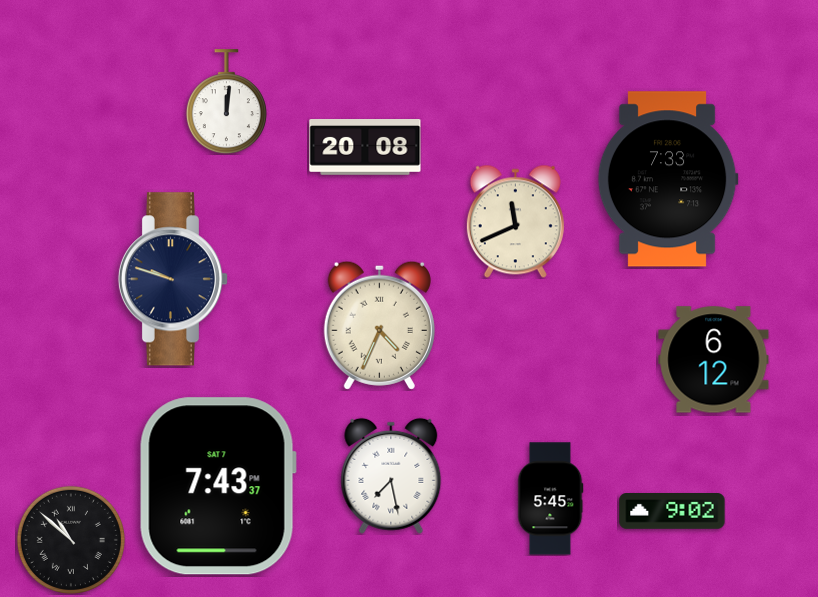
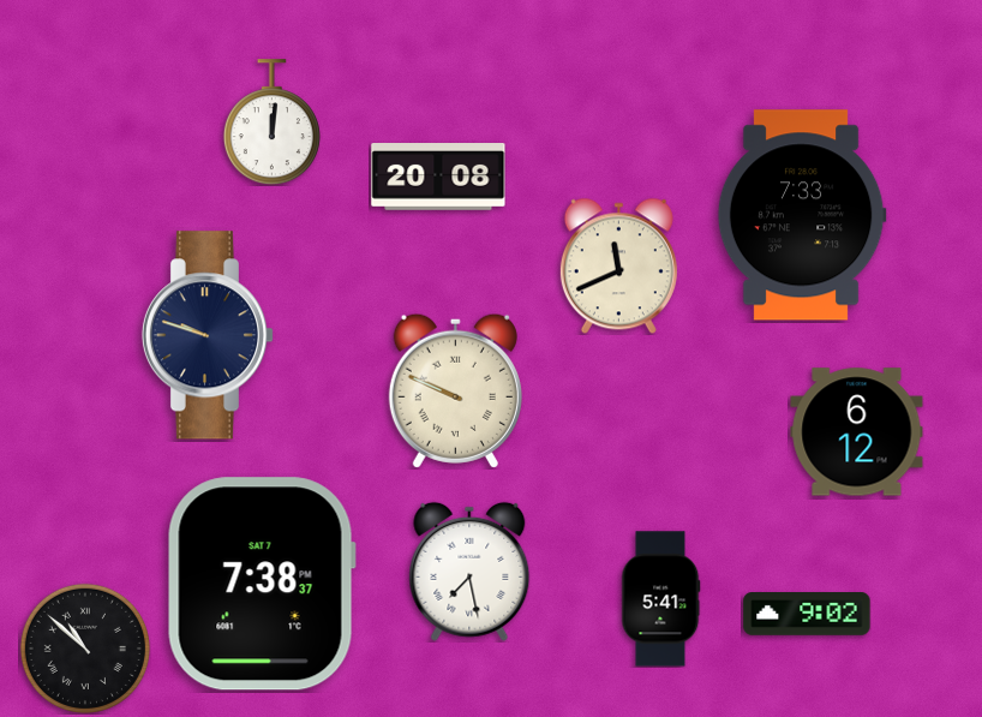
clock at (379, 325): 4:34 -> 9:49
clock at (218, 486): 7:43 -> 7:38
clock at (550, 499): 5:45 -> 5:41
